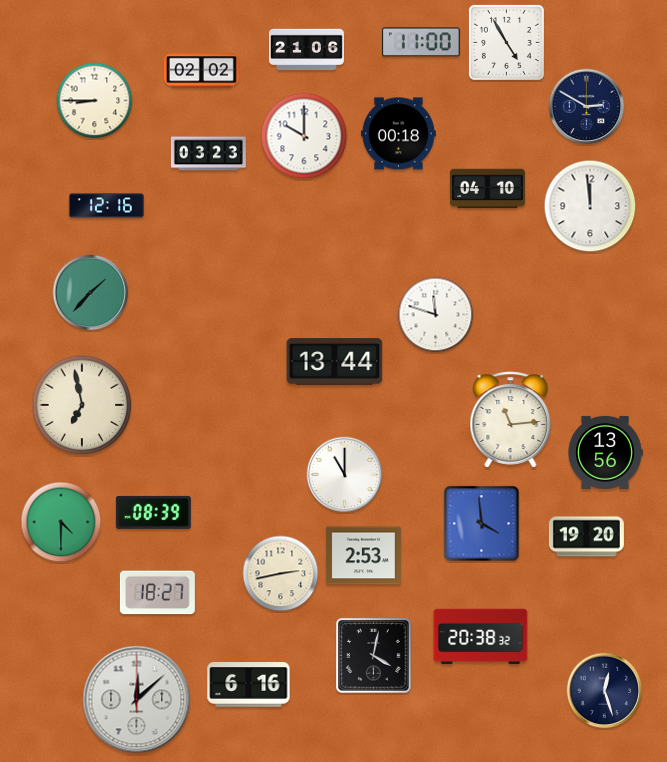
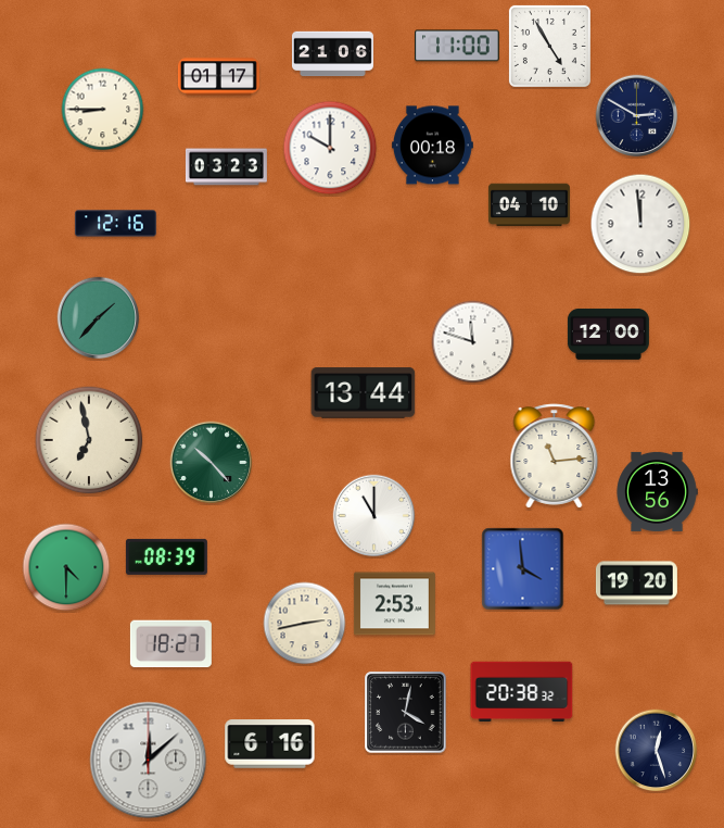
clock at (201, 71): 02:02 -> 01:17
clock at (608, 334): none -> 12:00
clock at (212, 463): none -> 10:23
